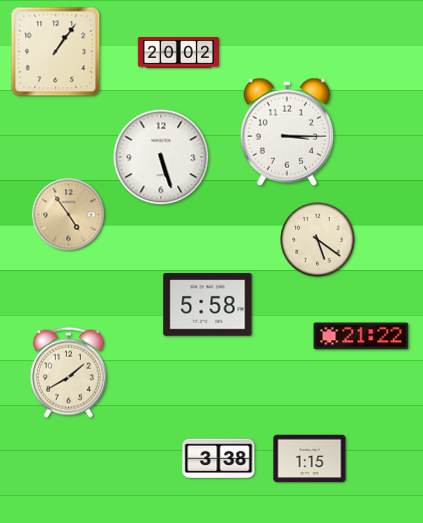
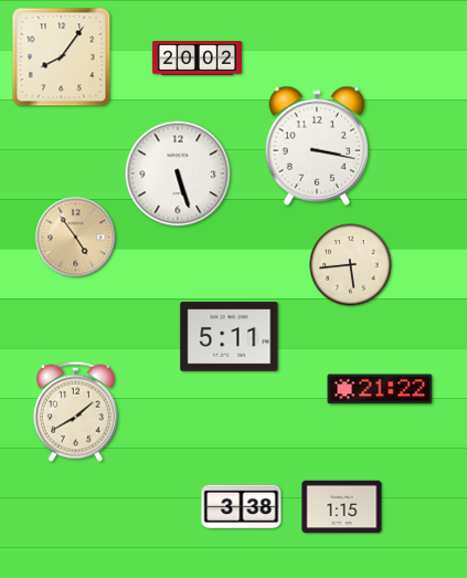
clock at (56, 52): 1:06 -> 8:06
clock at (287, 132): 3:15 -> 3:17
clock at (318, 240): 5:21 -> 5:44
clock at (208, 305): 5:58 -> 5:11
clock at (361, 336) position: (361, 336) -> (380, 389)
